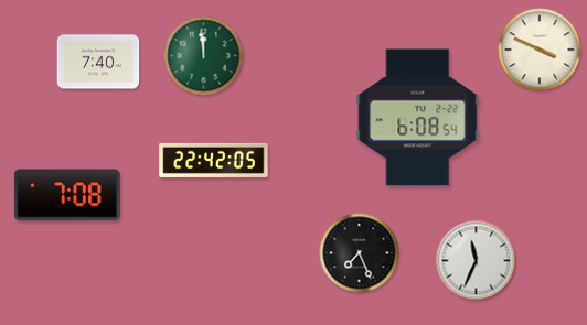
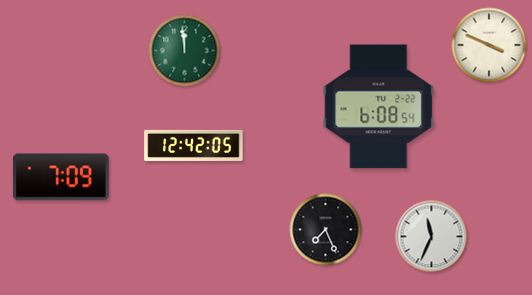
clock at (98, 62): 7:40 -> none
clock at (214, 160): 22:42 -> 12:42
clock at (67, 195): 7:08 -> 7:09
